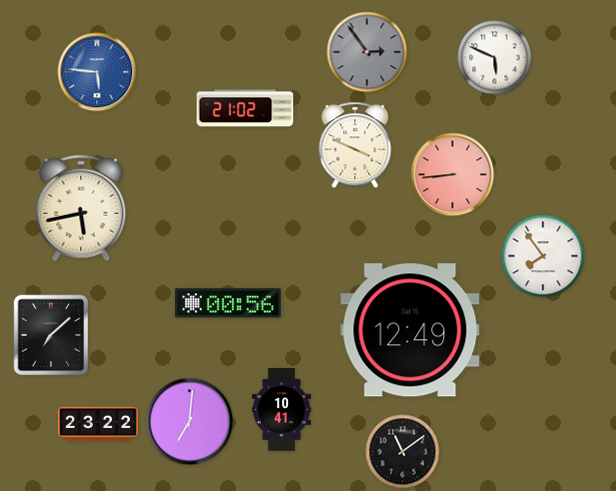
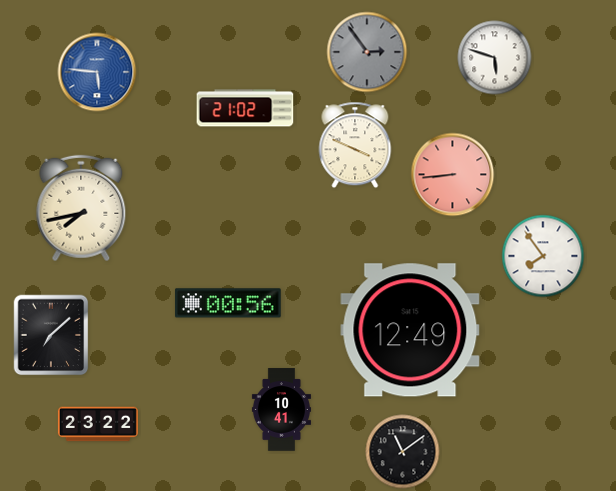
clock at (495, 58): 5:49 -> 5:48
clock at (81, 208): 5:43 -> 7:43
clock at (190, 422): 7:01 -> none
